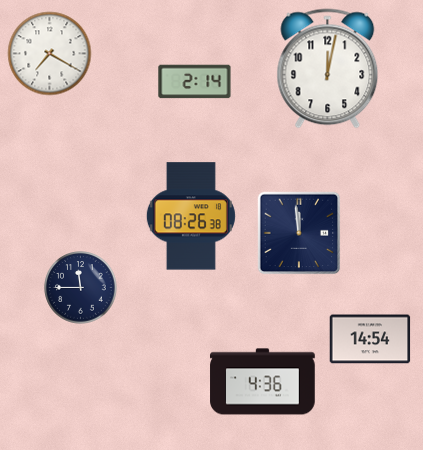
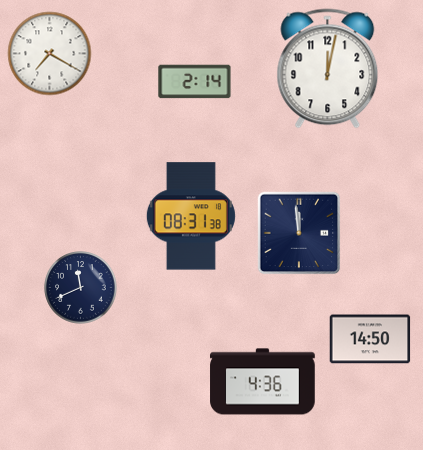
clock at (191, 216): 08:26 -> 08:31
clock at (81, 288): 11:45 -> 11:41
clock at (370, 339): 14:54 -> 14:50
